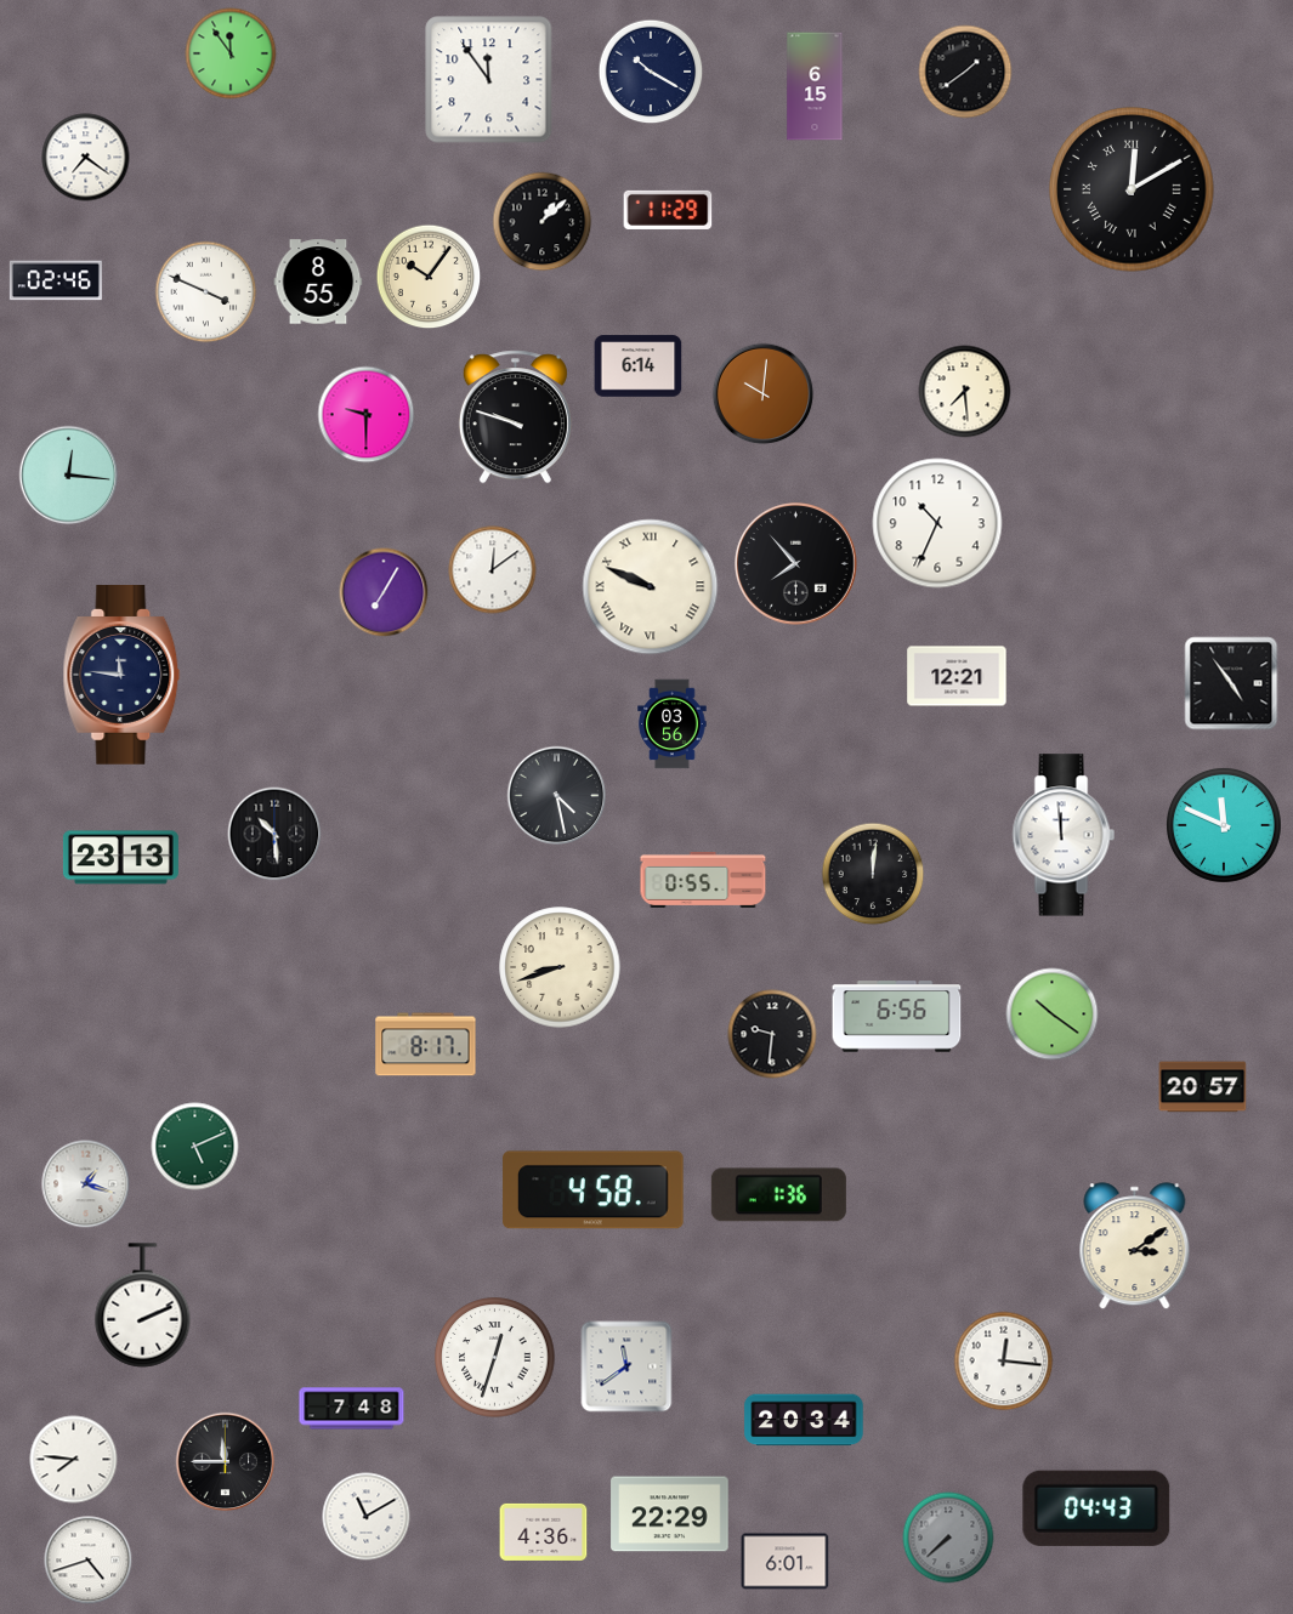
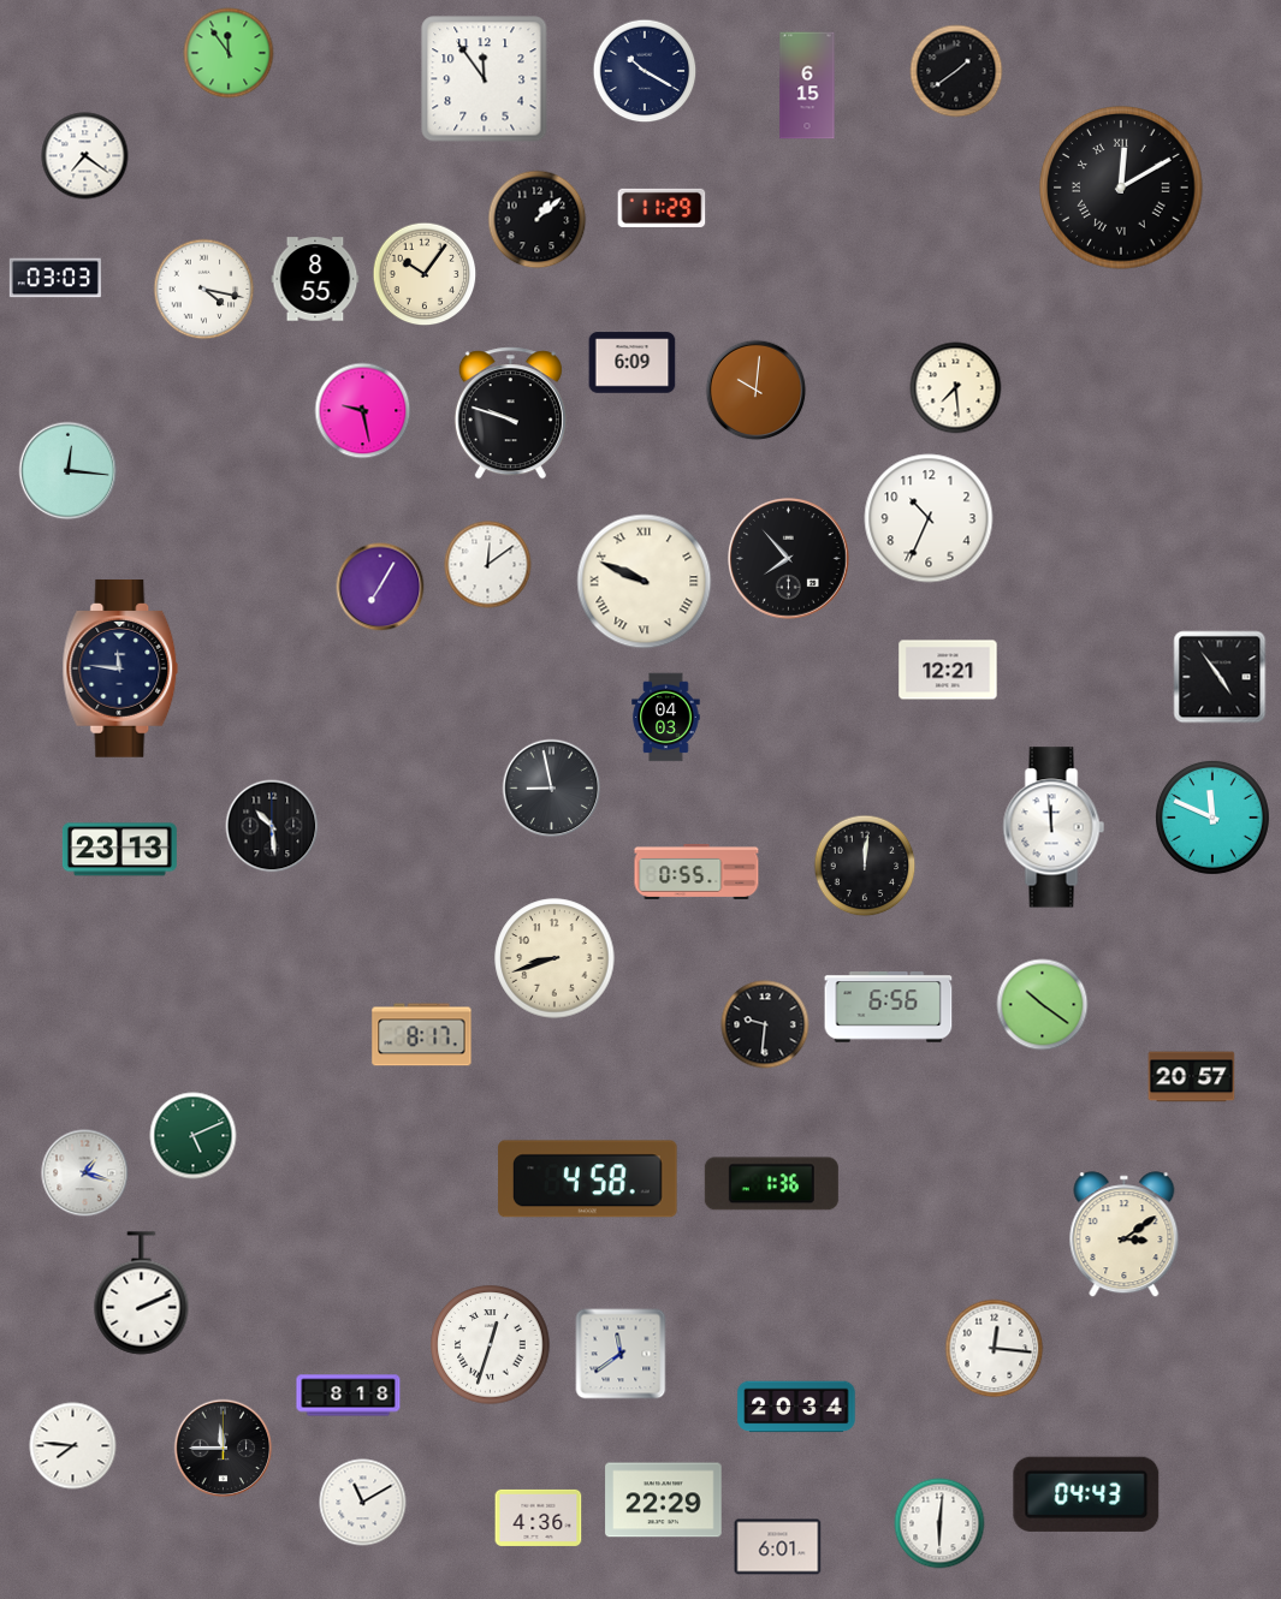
clock at (56, 280): 02:46 -> 03:03
clock at (206, 292): 3:49 -> 4:17
clock at (639, 366): 6:14 -> 6:09
clock at (367, 415): 9:30 -> 9:28
clock at (673, 724): 03:56 -> 04:03
clock at (557, 796): 4:28 -> 8:58
clock at (352, 1409): 7:48 -> 8:18
clock at (948, 1538): 7:38 -> 6:01
clock at (948, 1538) dial: grey -> white
clock at (89, 1561): 4:42 -> none
